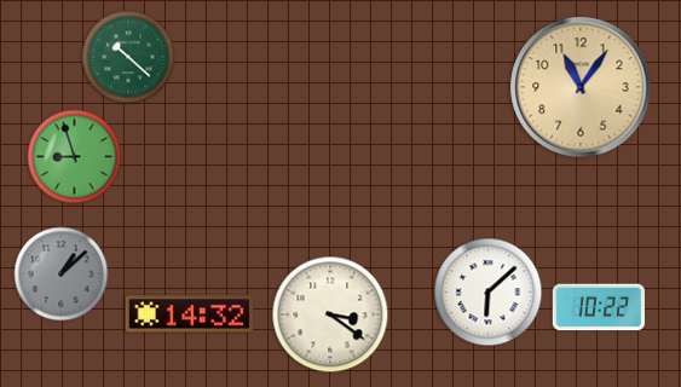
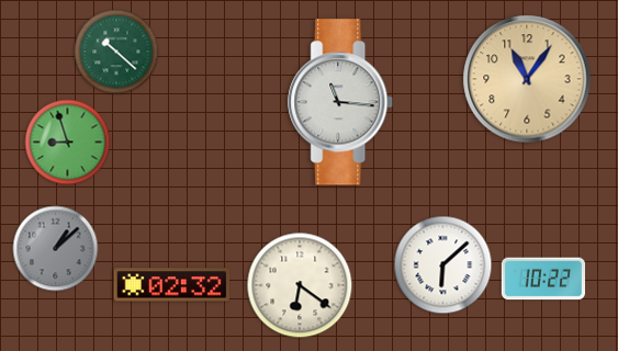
clock at (341, 102): none -> 11:16
clock at (190, 314): 14:32 -> 02:32
clock at (330, 314): 3:21 -> 6:21
